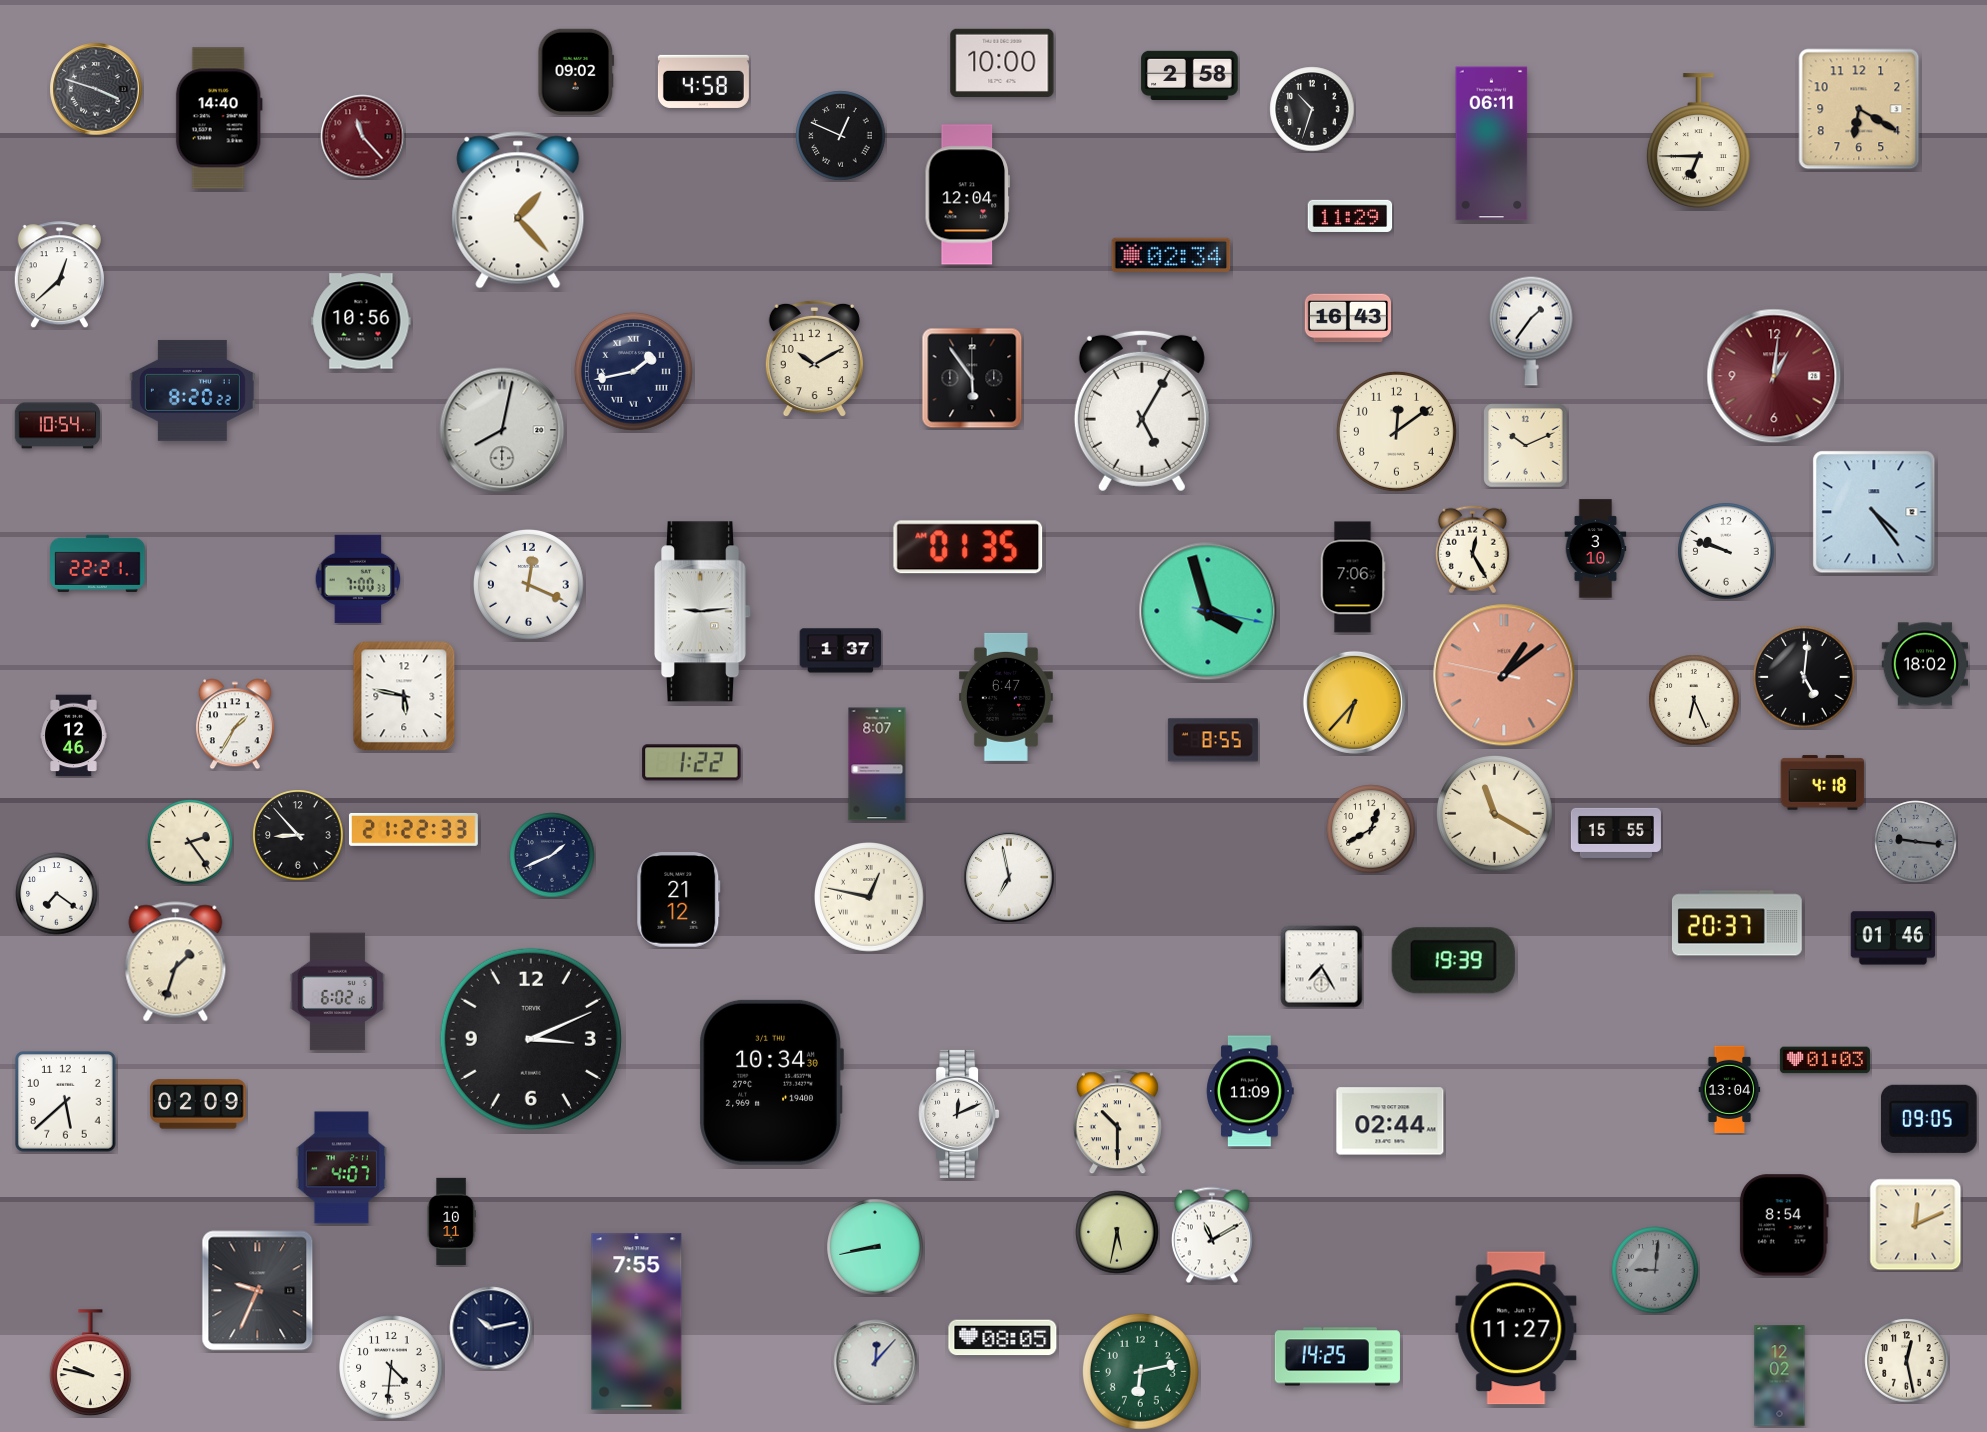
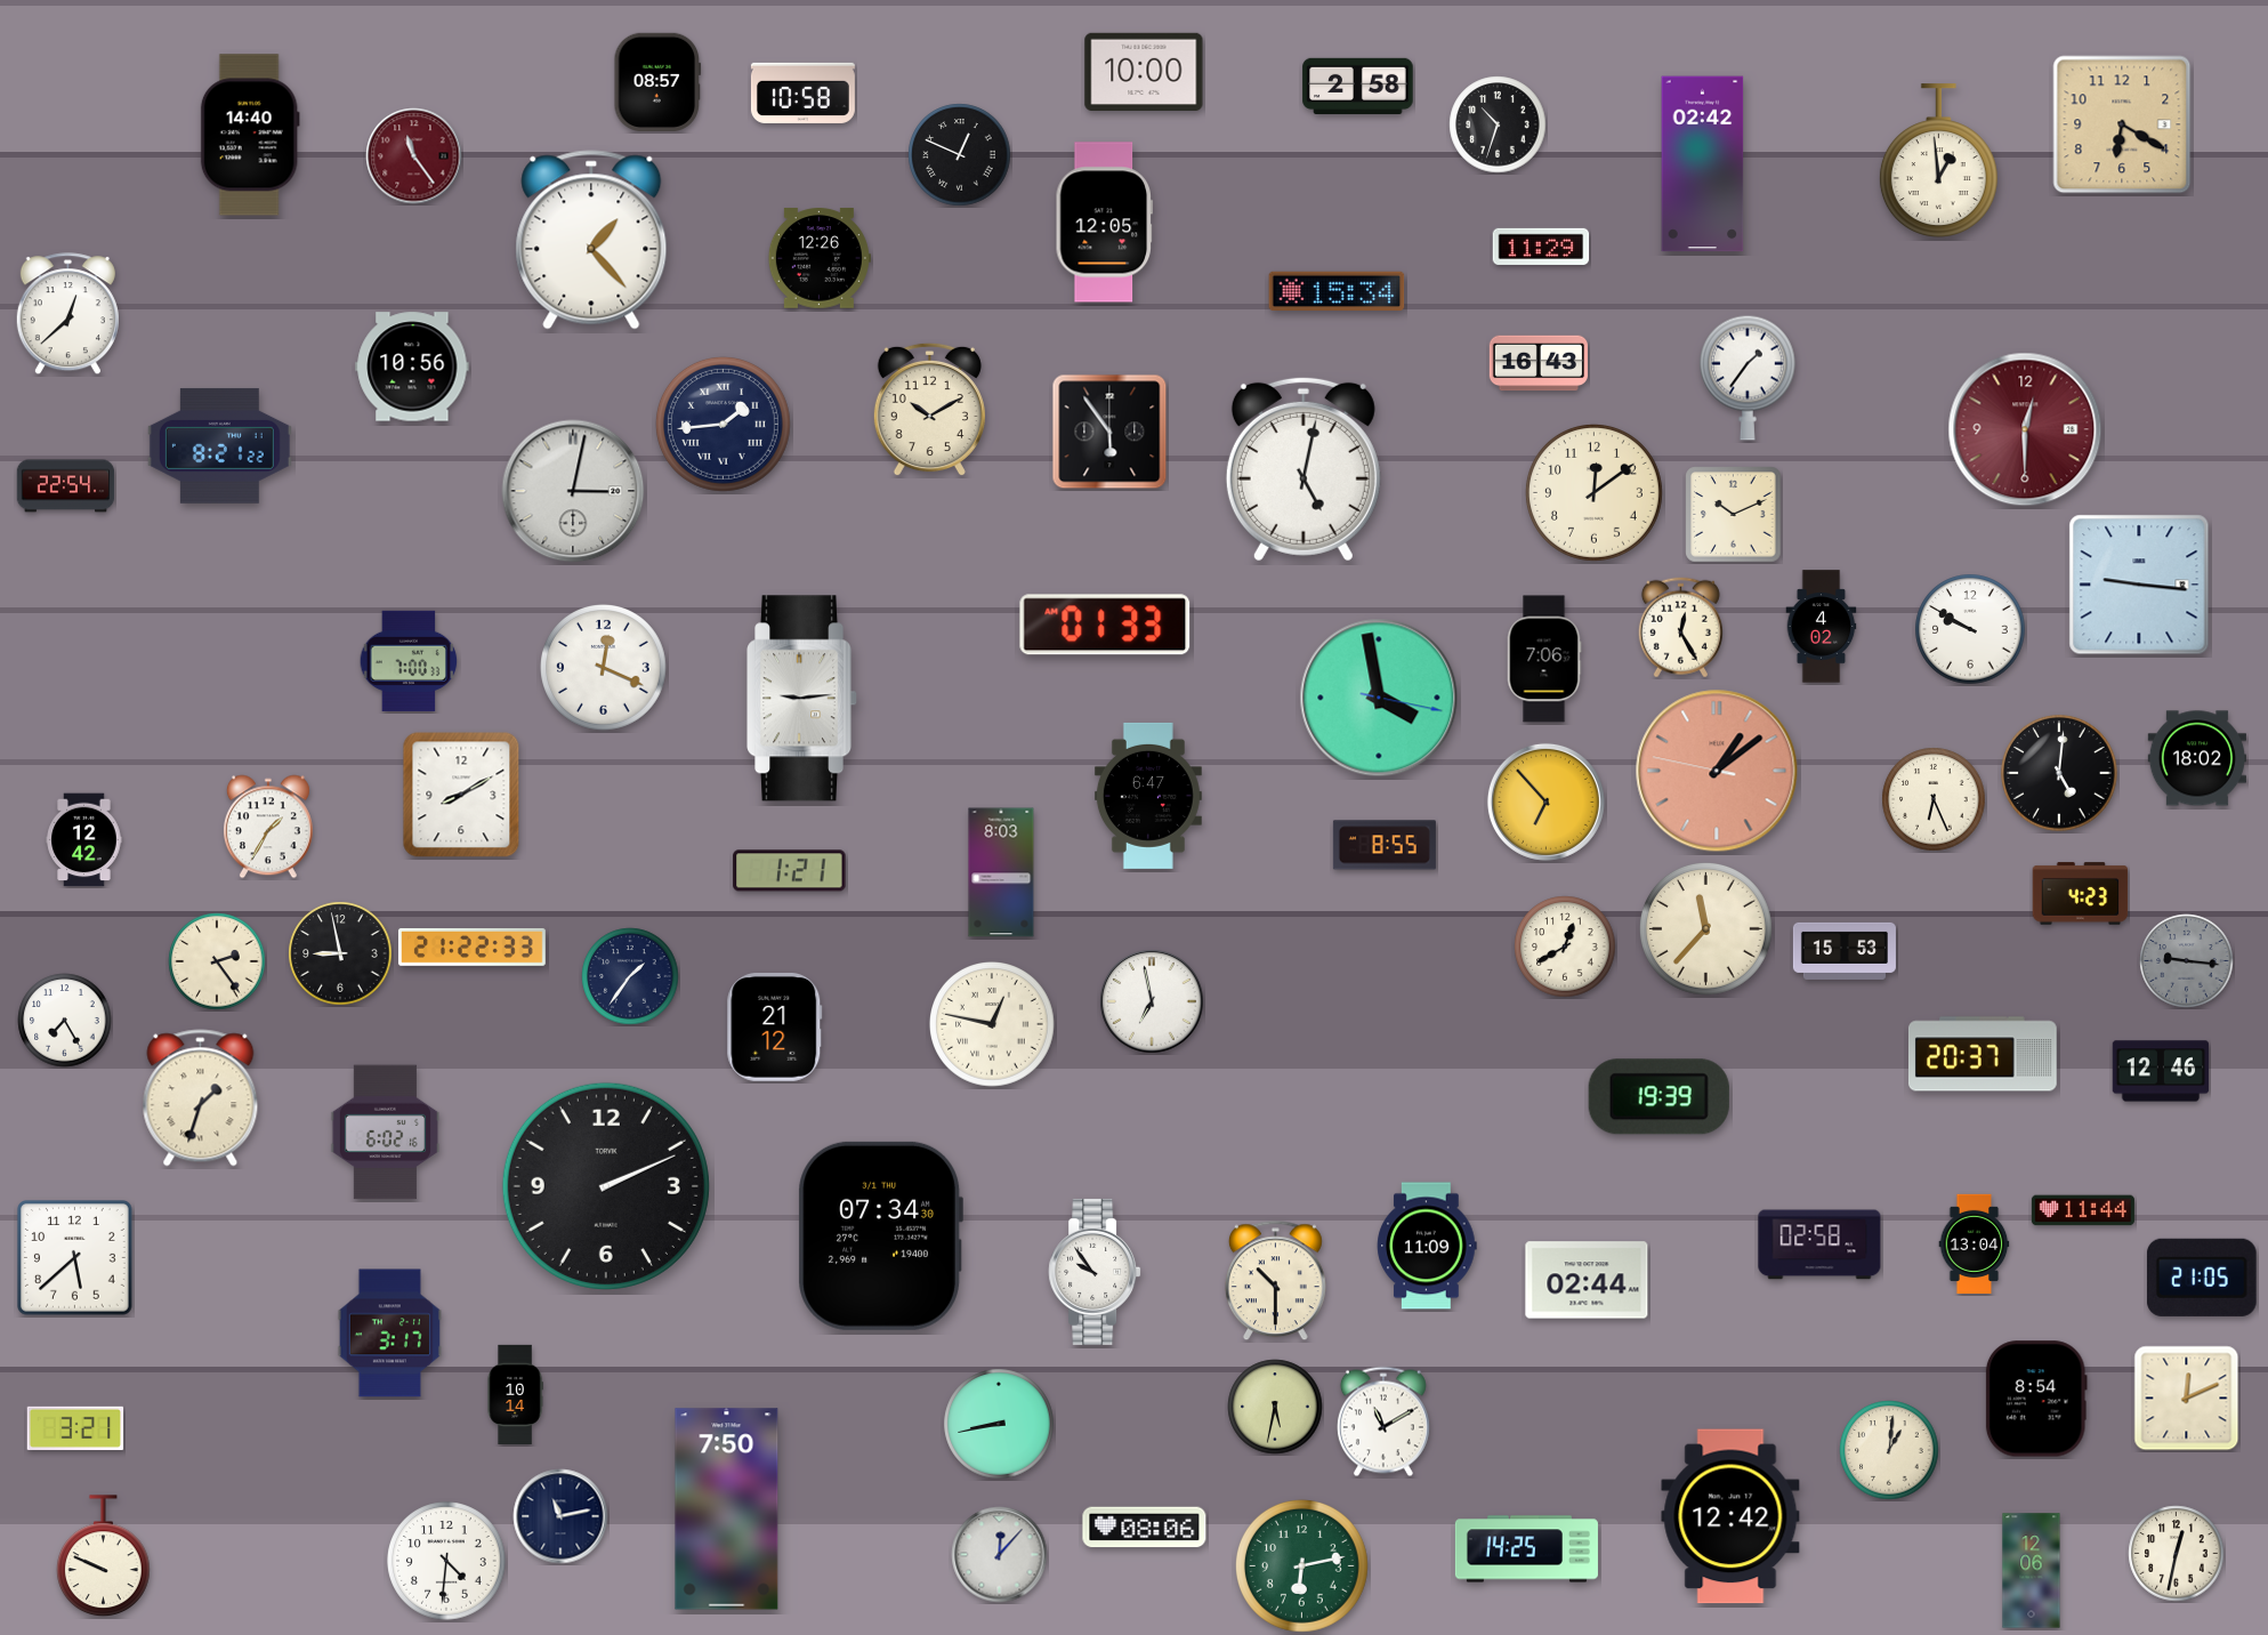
clock at (576, 71): 09:02 -> 08:57
clock at (703, 81): 4:58 -> 10:58
clock at (96, 89): 3:48 -> none
clock at (363, 137): 11:23 -> 11:24
clock at (1698, 140): 6:45 -> 12:59
clock at (1492, 144): 06:11 -> 02:42
clock at (967, 195): 12:04 -> 12:05
clock at (820, 258): none -> 12:26
clock at (1171, 254): 02:34 -> 15:34
clock at (633, 371): 1:43 -> 1:44
clock at (1774, 376): 1:01 -> 12:30
clock at (192, 390): 8:20 -> 8:21
clock at (1142, 411): 5:05 -> 5:02
clock at (58, 426): 10:54 -> 22:54
clock at (502, 430): 8:02 -> 3:02
clock at (1526, 446) position: (1526, 446) -> (1734, 515)
clock at (1874, 512): 4:24 -> 9:16
clock at (968, 547): 01:35 -> 01:33
clock at (1596, 549): 3:10 -> 4:02
clock at (1726, 551): 9:48 -> 9:50
clock at (98, 563): 22:21 -> none
clock at (1208, 611): 3:57 -> 3:58
clock at (841, 651): 1:37 -> none
clock at (404, 696): 5:47 -> 8:10
clock at (1354, 702): 6:37 -> 6:53
clock at (74, 736): 12:46 -> 12:42
clock at (692, 763): 1:22 -> 1:21
clock at (877, 764): 8:07 -> 8:03
clock at (1823, 783): 4:18 -> 4:23
clock at (1495, 814): 11:20 -> 11:37
clock at (1616, 833): 15:55 -> 15:53
clock at (298, 835): 8:53 -> 8:58
clock at (552, 855): 1:41 -> 1:36
clock at (57, 894): 7:21 -> 7:25
clock at (1893, 938): 01:46 -> 12:46
clock at (1322, 967): 7:25 -> none
clock at (531, 1039): 3:11 -> 2:11
clock at (1825, 1060): 01:03 -> 11:44
clock at (771, 1082): 10:34 -> 07:34
clock at (1819, 1245): none -> 02:58
clock at (198, 1104): 02:09 -> none
clock at (959, 1114): 12:11 -> 9:54
clock at (1929, 1119): 09:05 -> 21:05
clock at (341, 1168): 4:07 -> 3:17
clock at (451, 1221): 10:11 -> 10:14
clock at (1212, 1235) position: (1212, 1235) -> (1383, 1421)
clock at (75, 1427): none -> 3:21
clock at (1655, 1270): 9:01 -> 1:01
clock at (1655, 1270) dial: grey -> cream
clock at (258, 1291): 9:34 -> none
clock at (637, 1322): 7:55 -> 7:50
clock at (491, 1328): 10:13 -> 11:13
clock at (1516, 1328): 11:27 -> 12:42
clock at (1003, 1338): 08:05 -> 08:06
clock at (1907, 1361): 12:28 -> 12:32
clock at (91, 1363): 9:47 -> 9:49
clock at (1780, 1376): 12:02 -> 12:06
